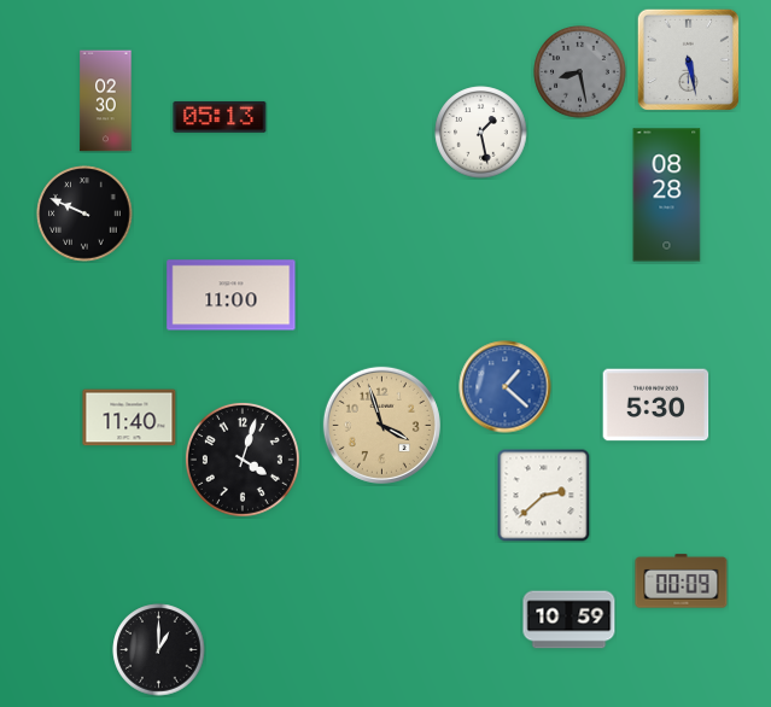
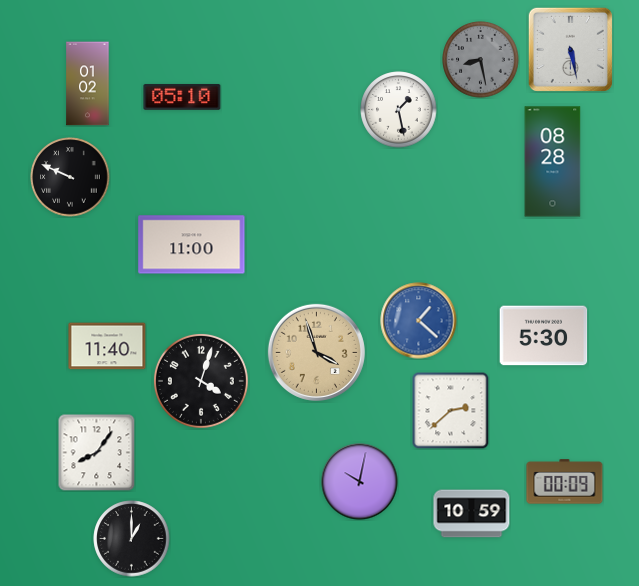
clock at (106, 101): 02:30 -> 01:02
clock at (220, 117): 05:13 -> 05:10
clock at (96, 452): none -> 8:06
clock at (360, 482): none -> 10:02
